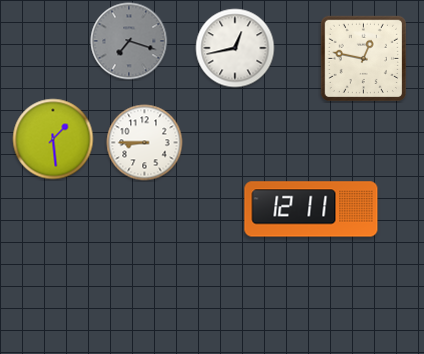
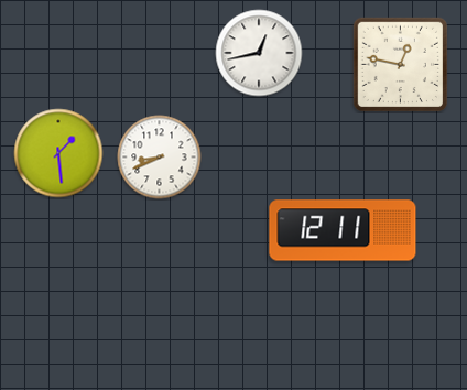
clock at (129, 41): 7:18 -> none
clock at (145, 143): 8:45 -> 8:41
